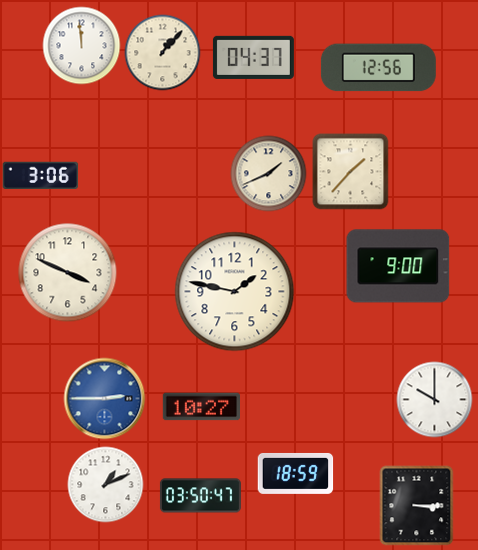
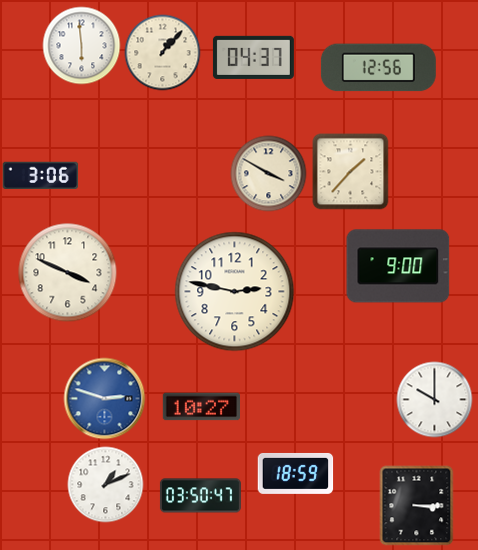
clock at (82, 46): 11:59 -> 5:59
clock at (269, 174): 1:41 -> 3:50
clock at (235, 292): 1:47 -> 2:47
clock at (105, 399): 2:45 -> 2:48
